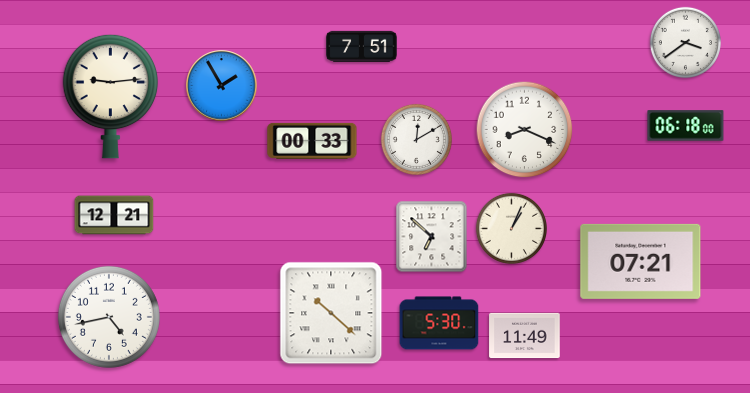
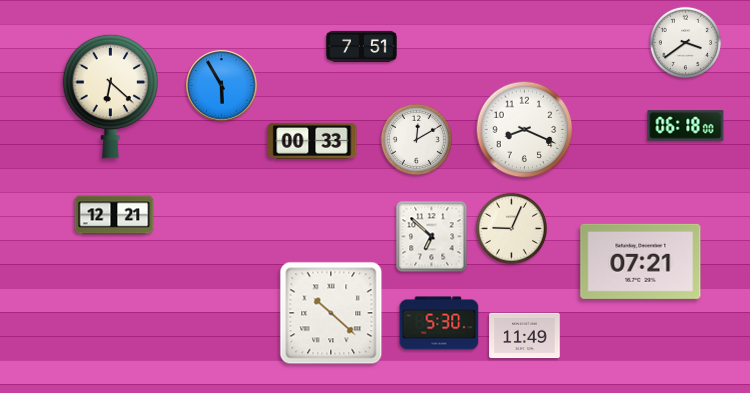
clock at (222, 86): 1:55 -> 5:55
clock at (111, 96): 9:14 -> 6:22
clock at (511, 228): 1:04 -> 9:04
clock at (109, 317): 4:43 -> none
